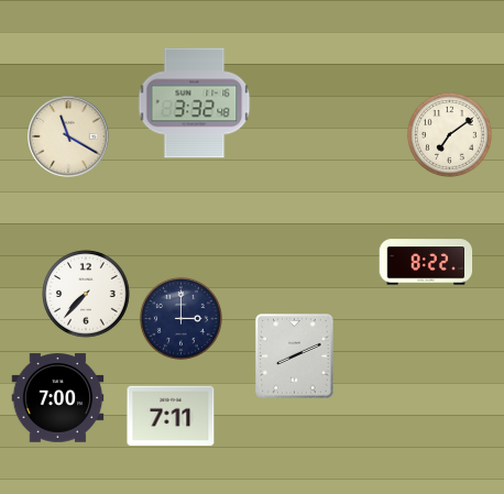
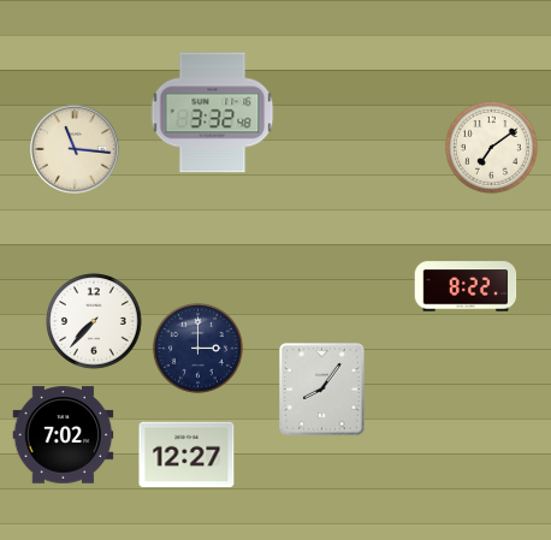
clock at (68, 136): 11:20 -> 11:16
clock at (295, 356): 8:11 -> 8:06
clock at (58, 398): 7:00 -> 7:02
clock at (171, 416): 7:11 -> 12:27
